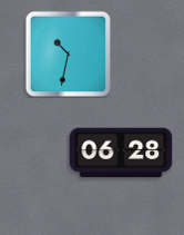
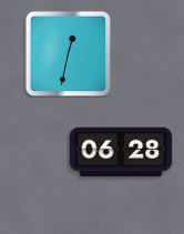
clock at (68, 53): 10:32 -> 12:32
